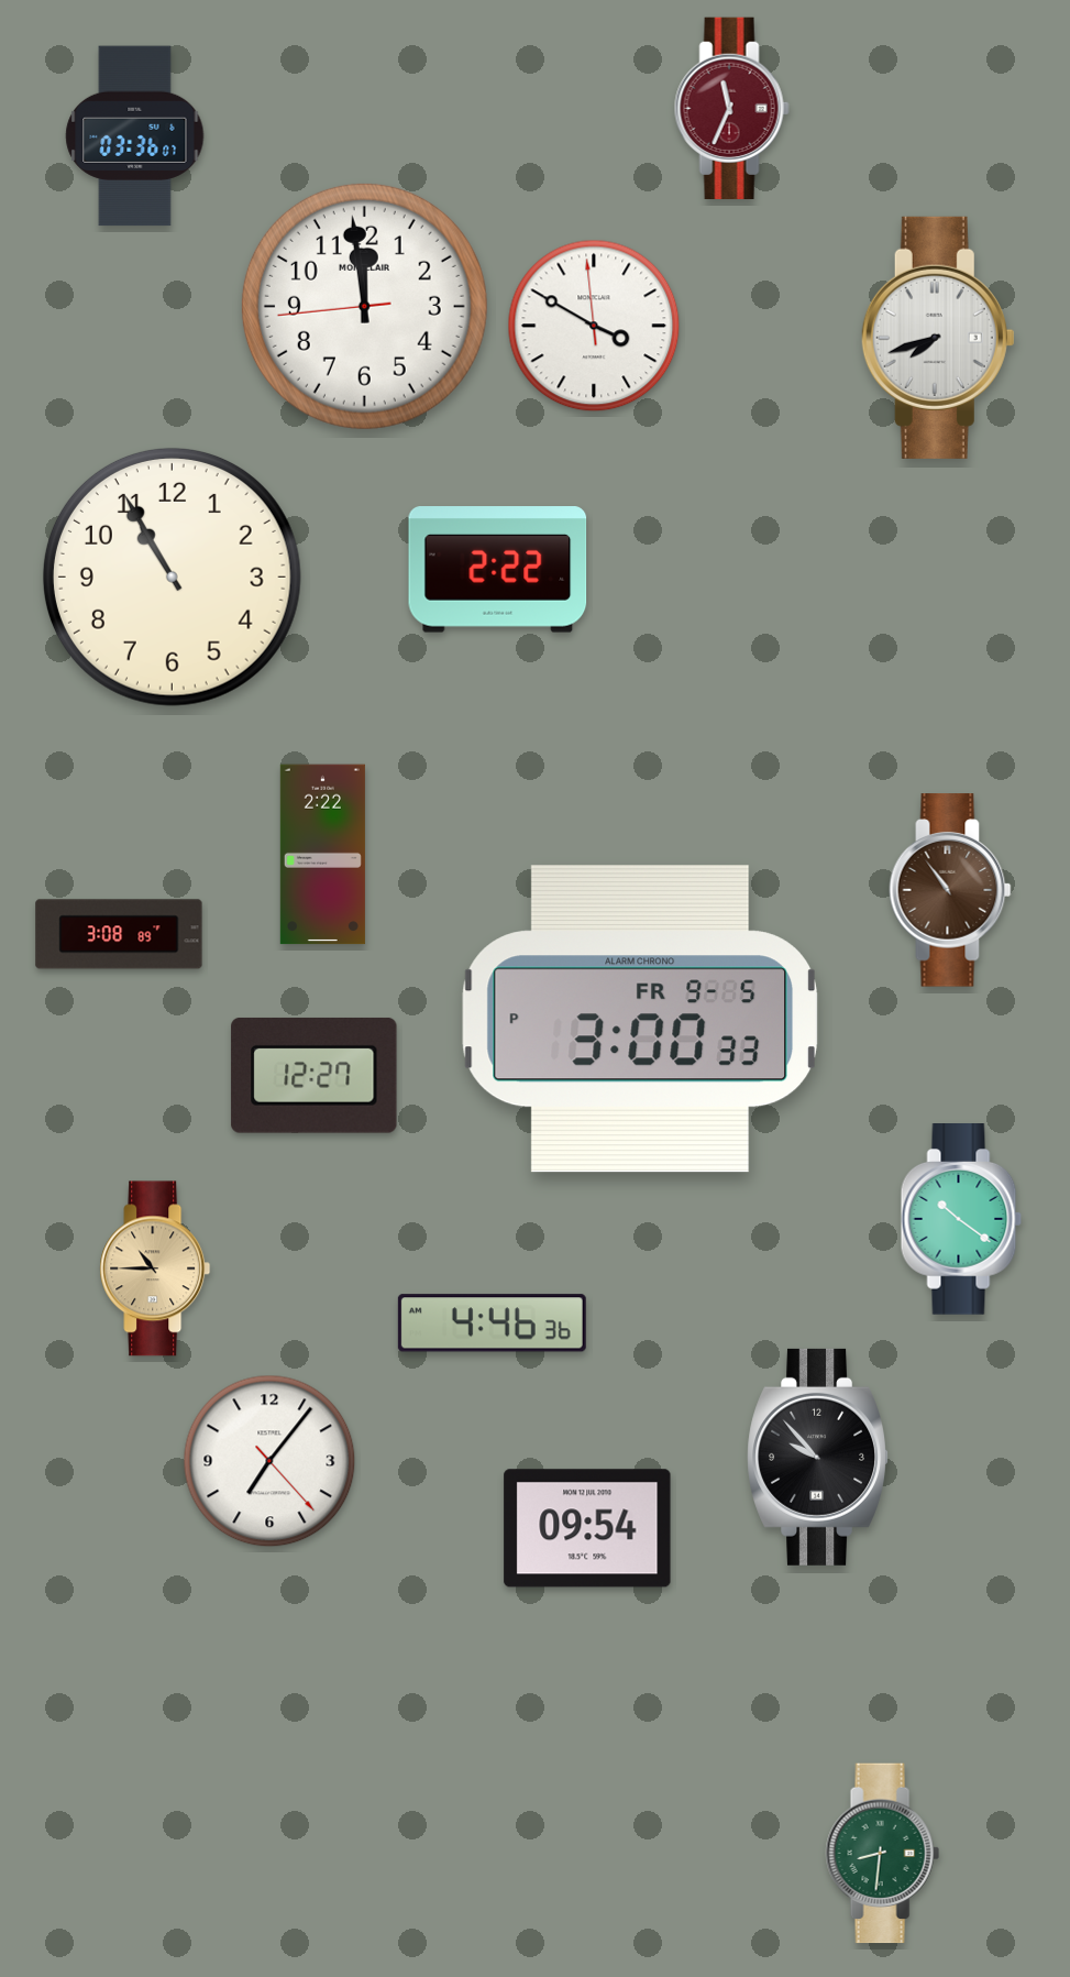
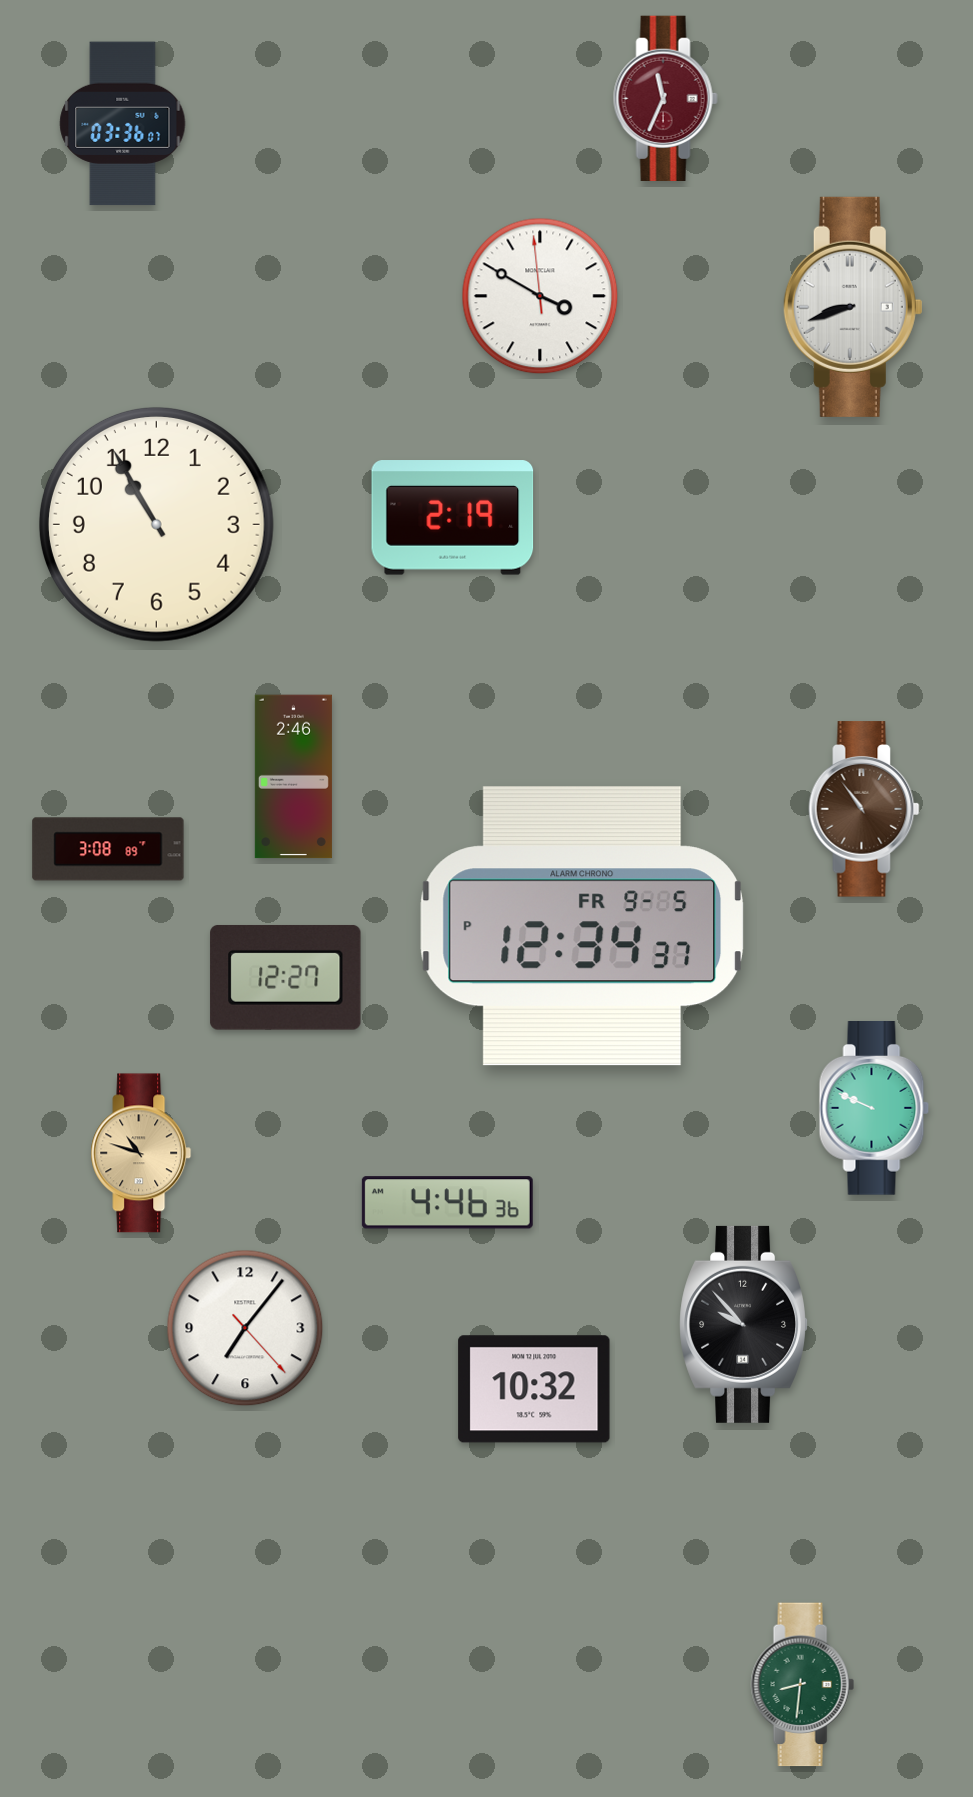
clock at (364, 306): 11:58 -> none
clock at (938, 338): 7:42 -> 8:42
clock at (498, 570): 2:22 -> 2:19
clock at (322, 855): 2:22 -> 2:46
clock at (639, 1019): 3:00 -> 12:34
clock at (961, 1220): 10:21 -> 9:49
clock at (155, 1268): 10:45 -> 10:48
clock at (587, 1528): 09:54 -> 10:32
